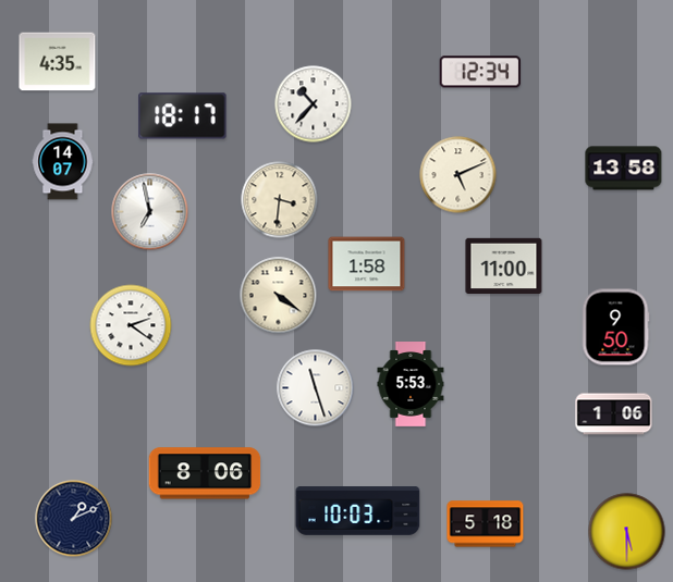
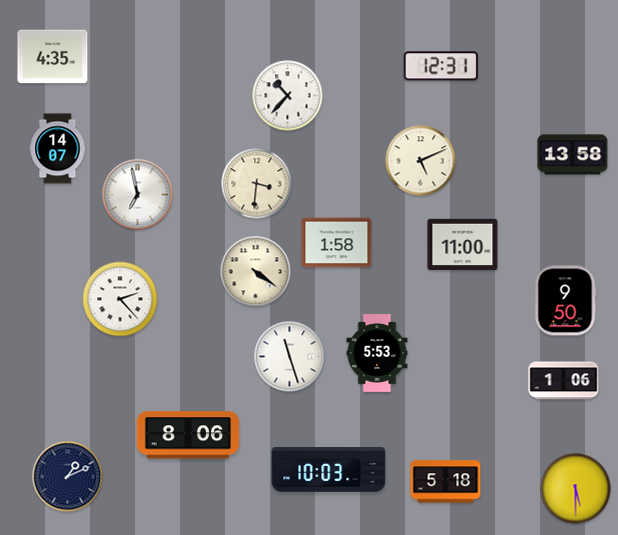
clock at (480, 72): 12:34 -> 12:31
clock at (183, 116): 18:17 -> none
clock at (131, 325): 2:21 -> 2:23
